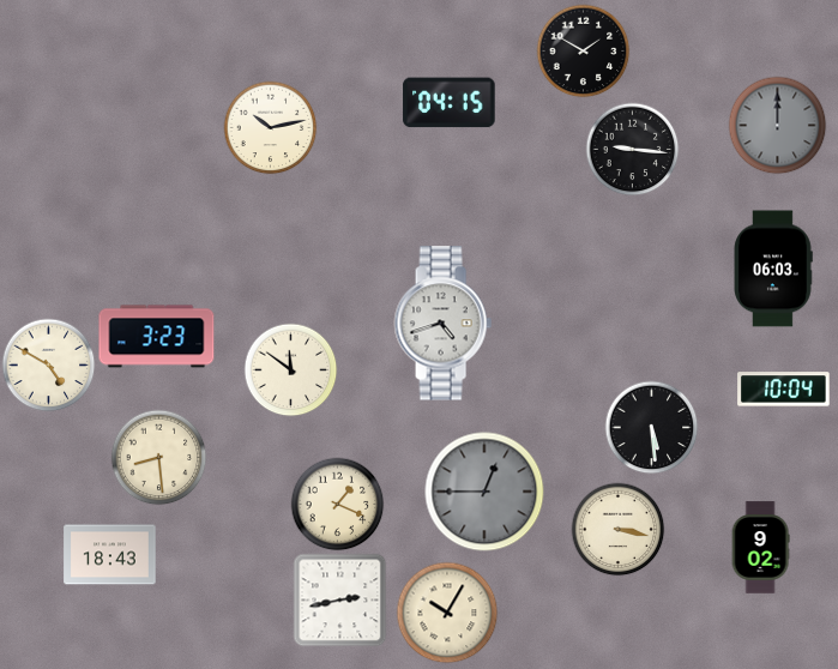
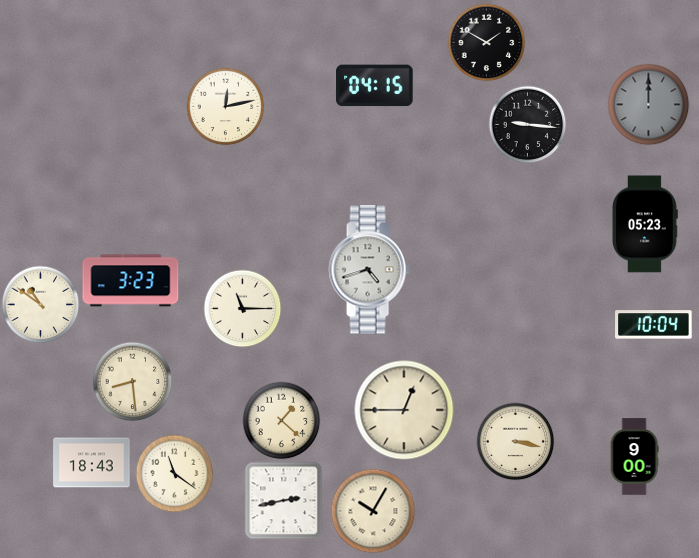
clock at (270, 127): 10:13 -> 12:13
clock at (773, 269): 06:03 -> 05:23
clock at (48, 364): 4:50 -> 10:51
clock at (290, 369): 11:51 -> 11:15
clock at (651, 427): 5:29 -> none
clock at (484, 492) dial: grey -> cream
clock at (337, 504): 1:19 -> 1:22
clock at (760, 548): 9:02 -> 9:00
clock at (174, 473): none -> 11:21
